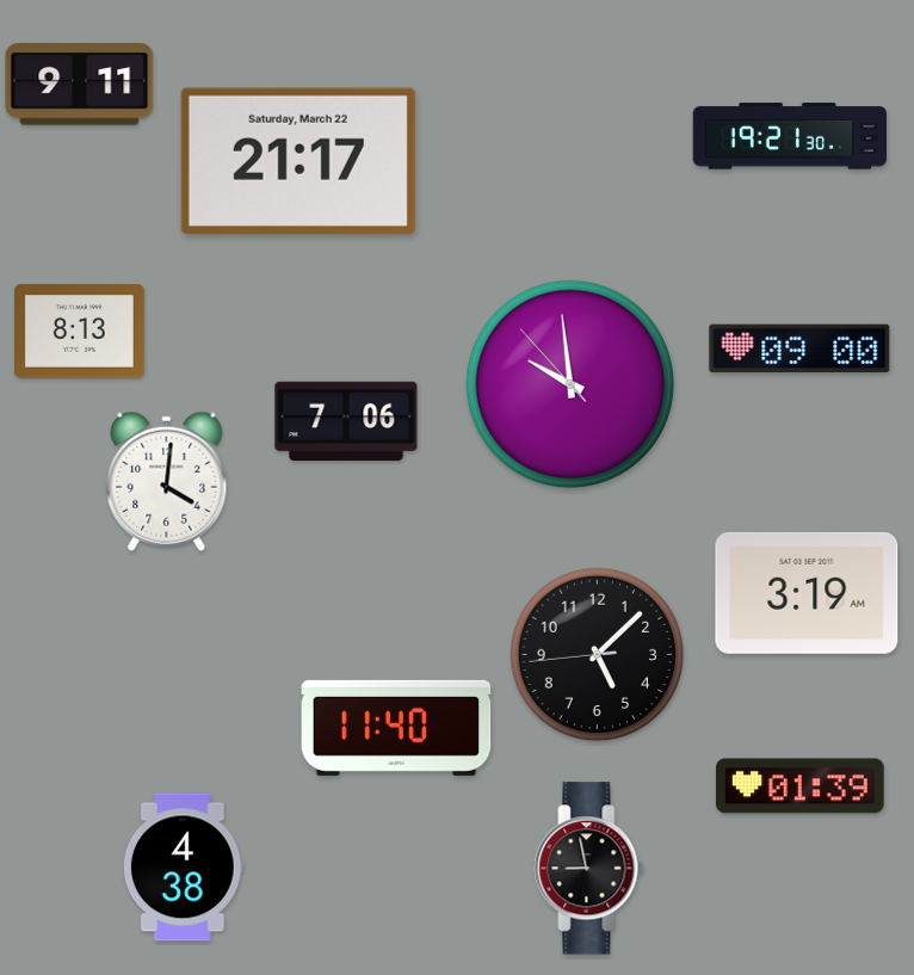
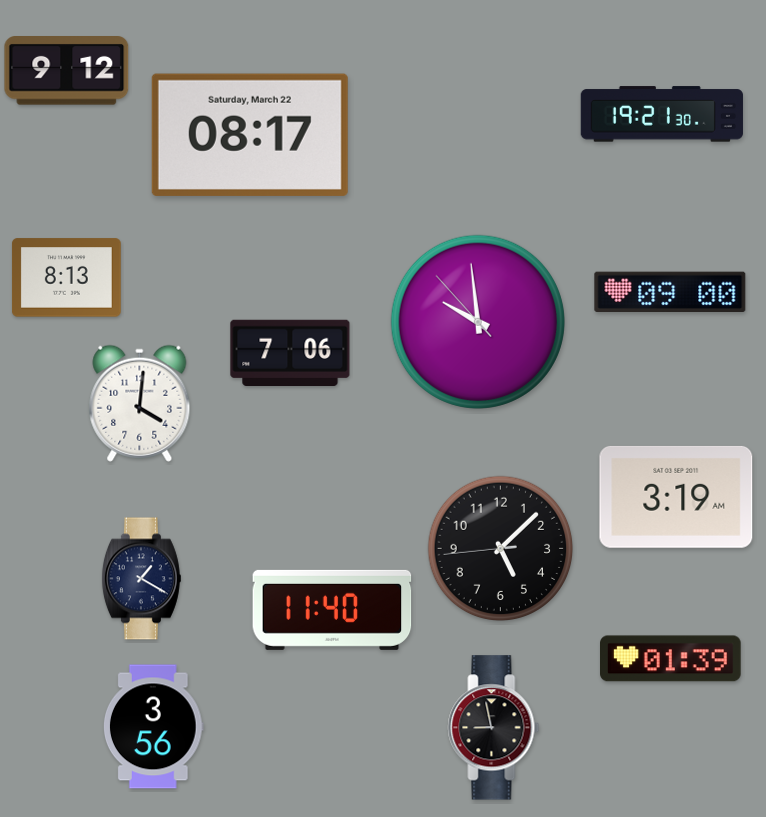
clock at (80, 85): 9:11 -> 9:12
clock at (298, 161): 21:17 -> 08:17
clock at (141, 579): none -> 1:20
clock at (183, 868): 4:38 -> 3:56
